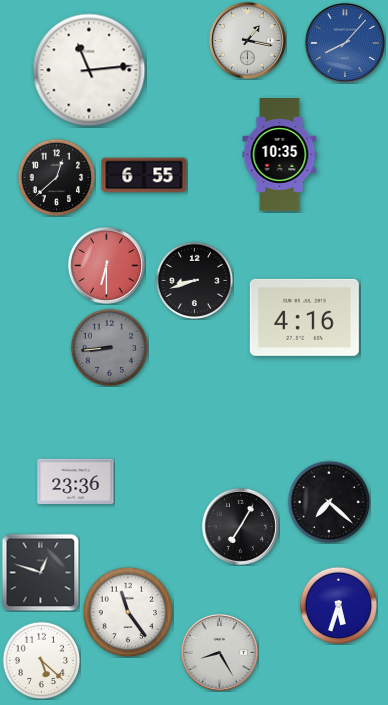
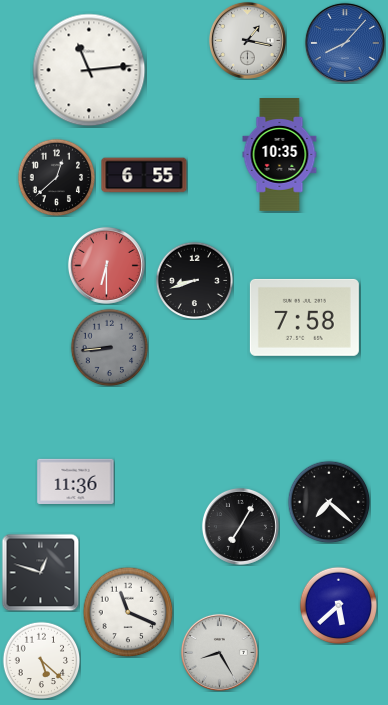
clock at (304, 317): 4:16 -> 7:58
clock at (76, 481): 23:36 -> 11:36
clock at (338, 605): 5:33 -> 5:38
clock at (128, 612): 11:24 -> 11:19
